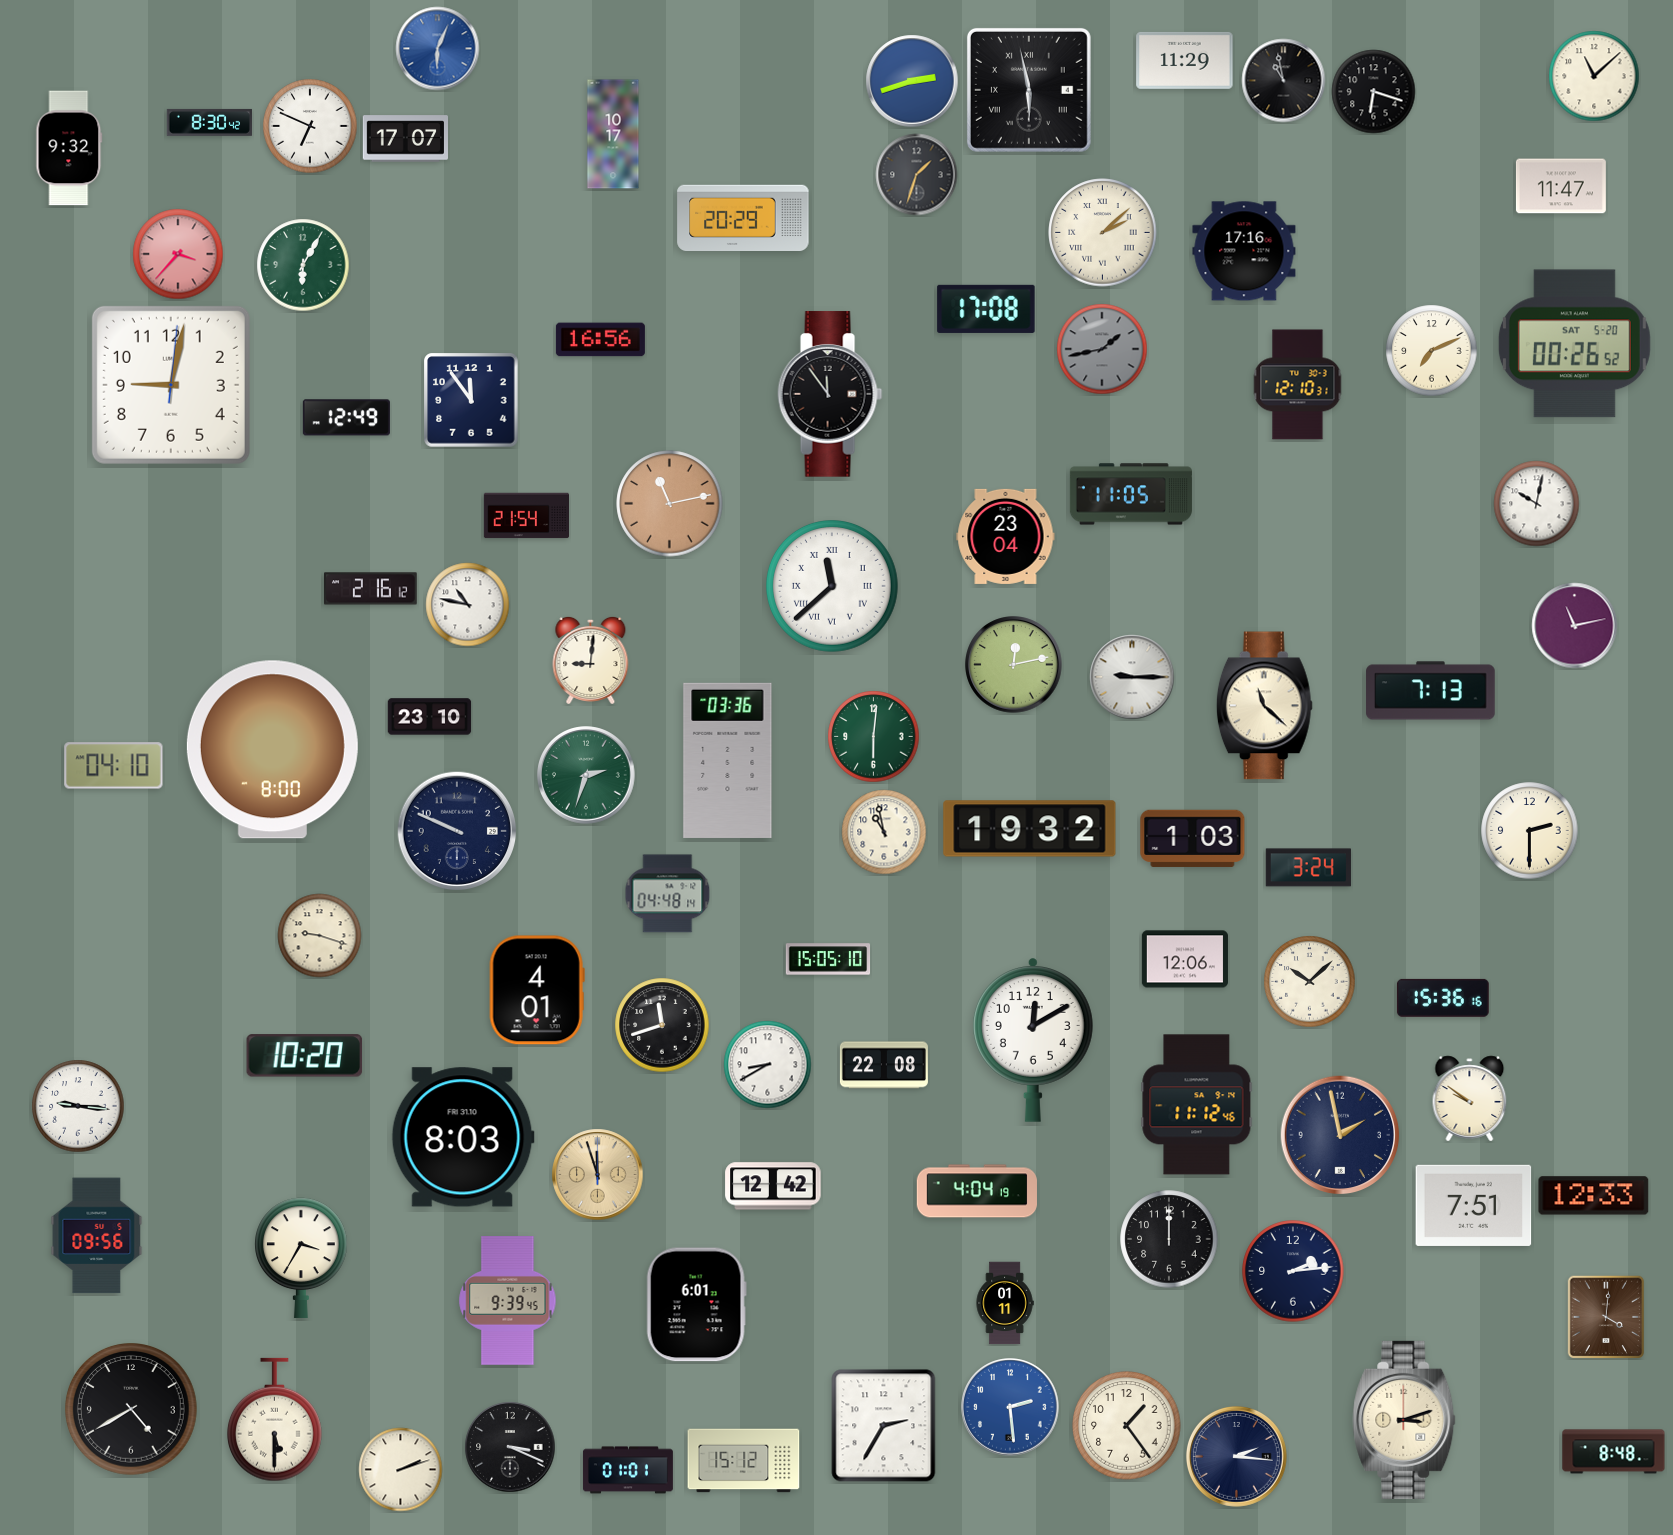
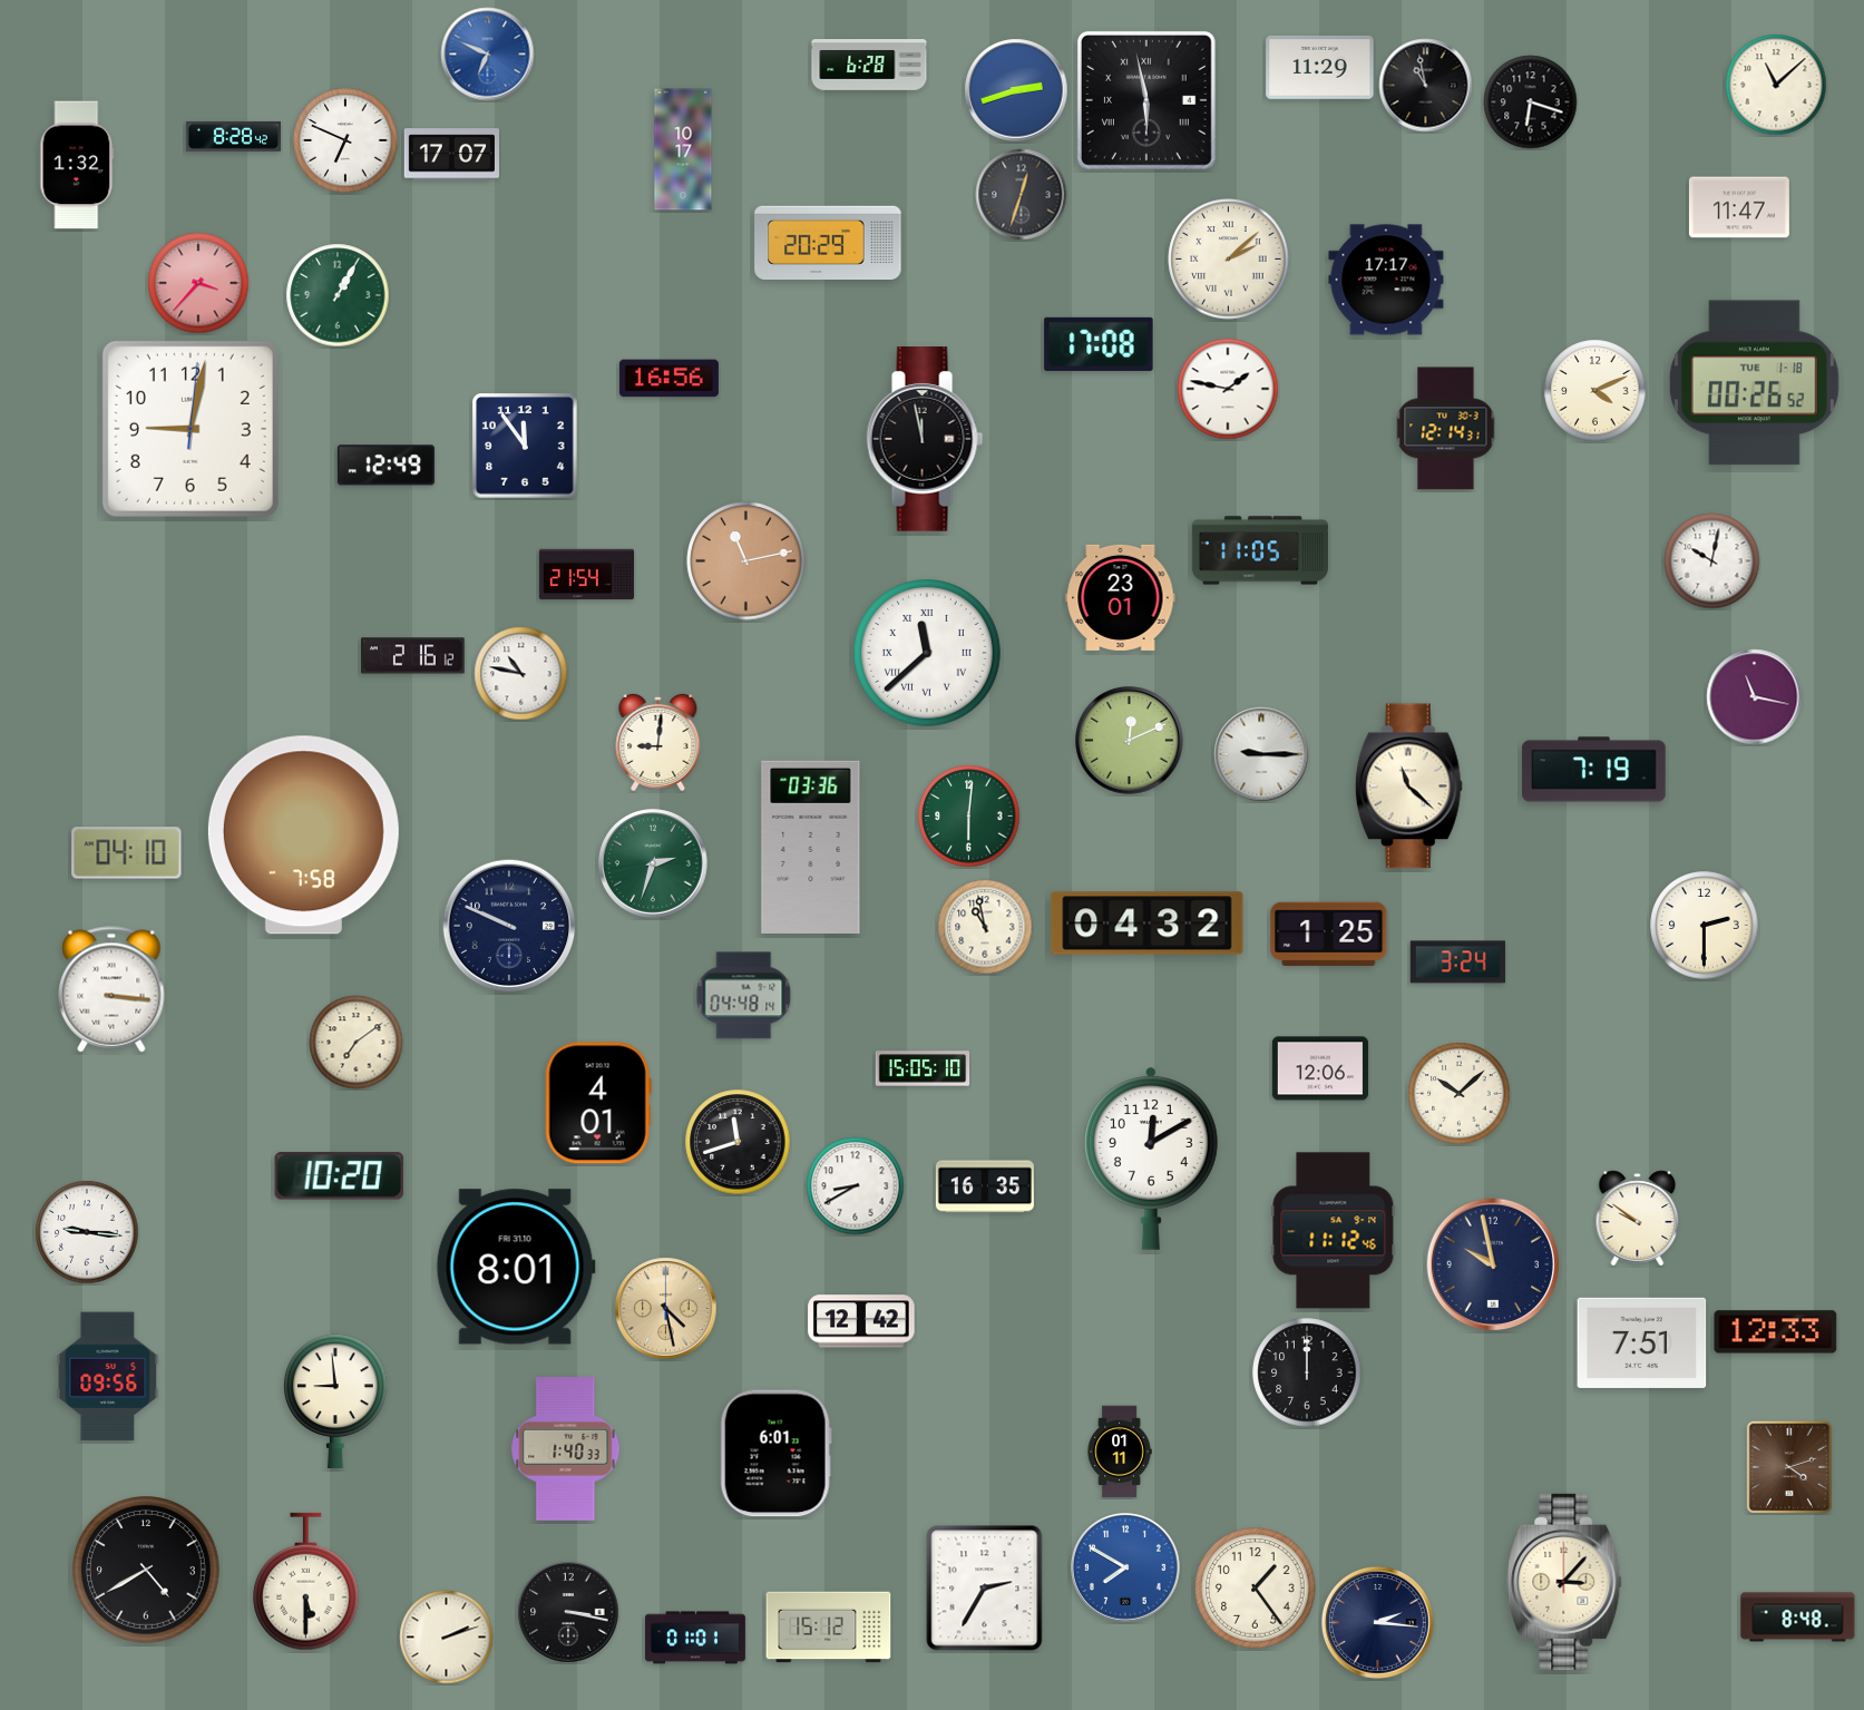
clock at (438, 49): 6:04 -> 6:49
clock at (869, 65): none -> 6:28
clock at (1284, 81) position: (1284, 81) -> (1426, 86)
clock at (209, 122): 8:30 -> 8:28
clock at (69, 148): 9:32 -> 1:32
clock at (917, 175): 1:33 -> 12:33
clock at (1244, 251): 17:16 -> 17:17
clock at (303, 265): 6:05 -> 1:05
clock at (1574, 344) date: SAT 5-20 -> TUE 1-18
clock at (1102, 349): 1:43 -> 1:47
clock at (1102, 349) dial: grey -> white
clock at (1432, 351): 7:11 -> 4:11
clock at (1298, 385): 12:10 -> 12:14
clock at (830, 394): 11:54 -> 11:58
clock at (1006, 536): 23:04 -> 23:01
clock at (1575, 626): 11:13 -> 11:17
clock at (591, 660) position: (591, 660) -> (658, 742)
clock at (1014, 665): 12:13 -> 12:11
clock at (1431, 691): 7:13 -> 7:19
clock at (430, 717): 23:10 -> none
clock at (874, 737) position: (874, 737) -> (969, 817)
clock at (272, 750): 8:00 -> 7:58
clock at (1030, 829): 19:32 -> 04:32
clock at (1193, 838): 1:03 -> 1:25
clock at (1308, 868) position: (1308, 868) -> (1457, 963)
clock at (111, 989): none -> 3:16
clock at (320, 936): 9:18 -> 7:09
clock at (1443, 998): 15:36 -> none
clock at (884, 1065): 22:08 -> 16:35
clock at (1470, 1099) position: (1470, 1099) -> (1638, 1219)
clock at (1340, 1135): 1:58 -> 9:58
clock at (463, 1137): 8:03 -> 8:01
clock at (598, 1175): 11:57 -> 4:28
clock at (977, 1191): 4:04 -> none
clock at (1169, 1239) position: (1169, 1239) -> (1307, 1372)
clock at (302, 1258): 3:35 -> 8:59
clock at (1293, 1271): 2:14 -> none
clock at (508, 1301): 9:39 -> 1:40
clock at (1606, 1317): 4:01 -> 4:12
clock at (1010, 1407): 2:29 -> 7:50
clock at (1404, 1420): 3:12 -> 3:07
clock at (510, 1447): 3:19 -> 3:17
clock at (628, 1470) position: (628, 1470) -> (695, 1638)
